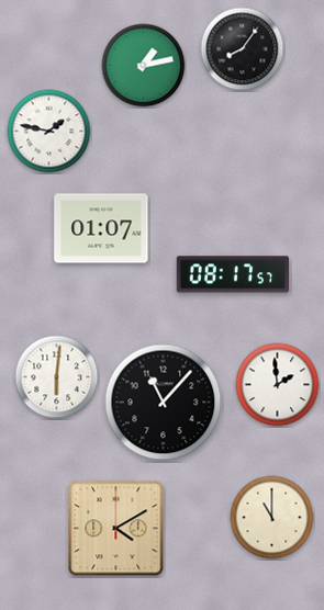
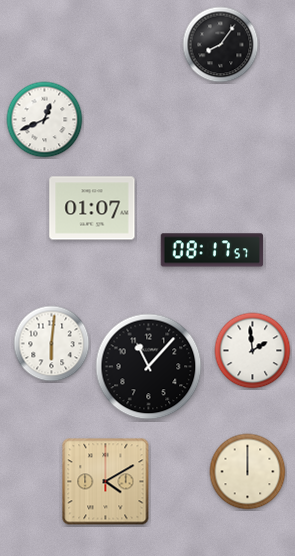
clock at (144, 66): 1:13 -> none
clock at (49, 132): 1:47 -> 12:41
clock at (272, 518): 11:00 -> 12:00
